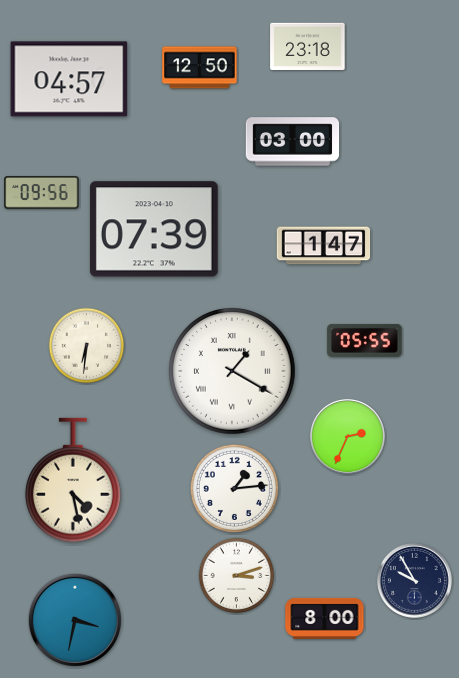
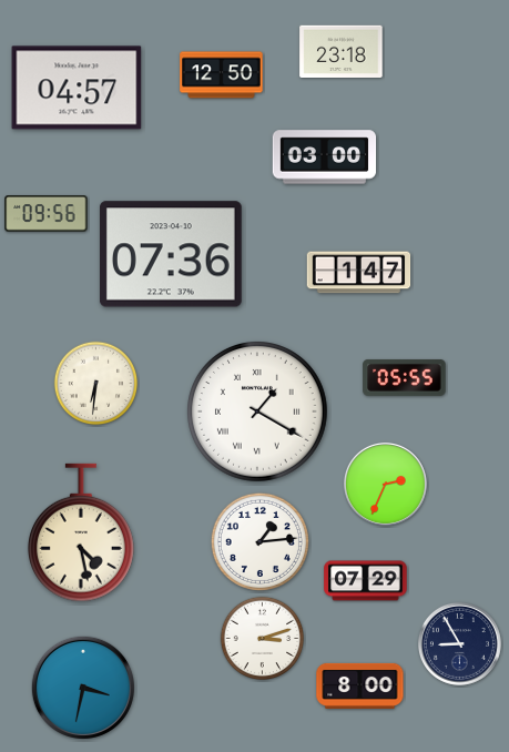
clock at (154, 229): 07:39 -> 07:36
clock at (366, 581): none -> 07:29
clock at (414, 580): 9:55 -> 8:55
